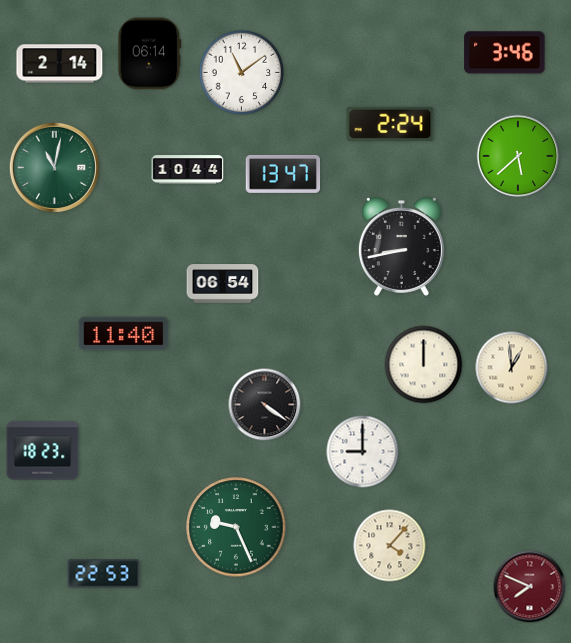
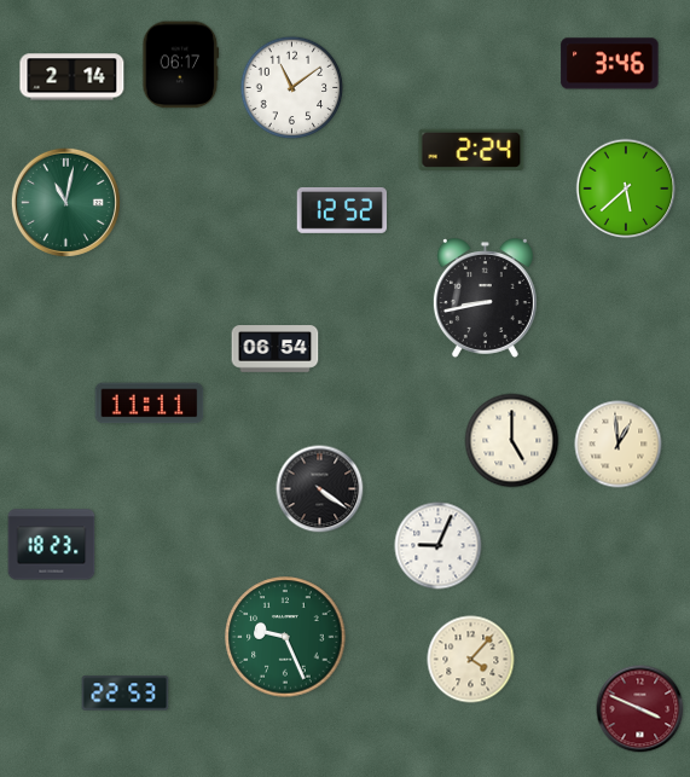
clock at (150, 54): 06:14 -> 06:17
clock at (188, 170): 10:44 -> none
clock at (283, 174): 13:47 -> 12:52
clock at (223, 284) position: (223, 284) -> (276, 349)
clock at (124, 334): 11:40 -> 11:11
clock at (424, 365): 12:00 -> 5:00
clock at (363, 452): 9:00 -> 9:04
clock at (530, 587): 7:49 -> 3:49
